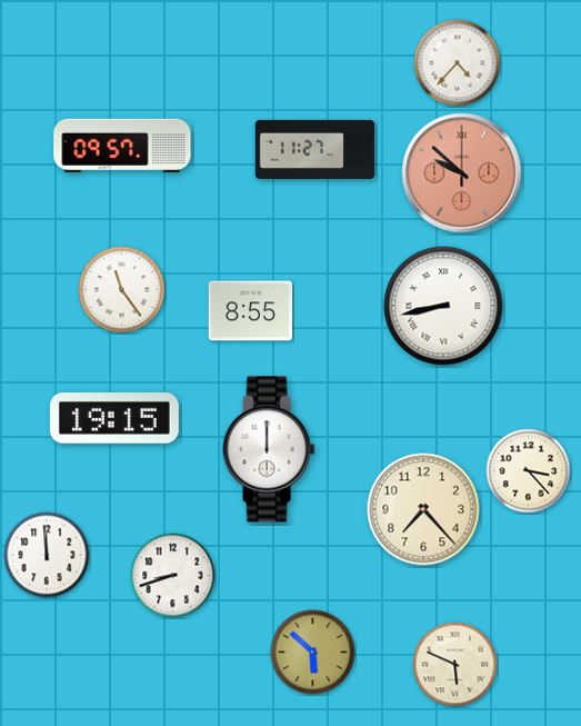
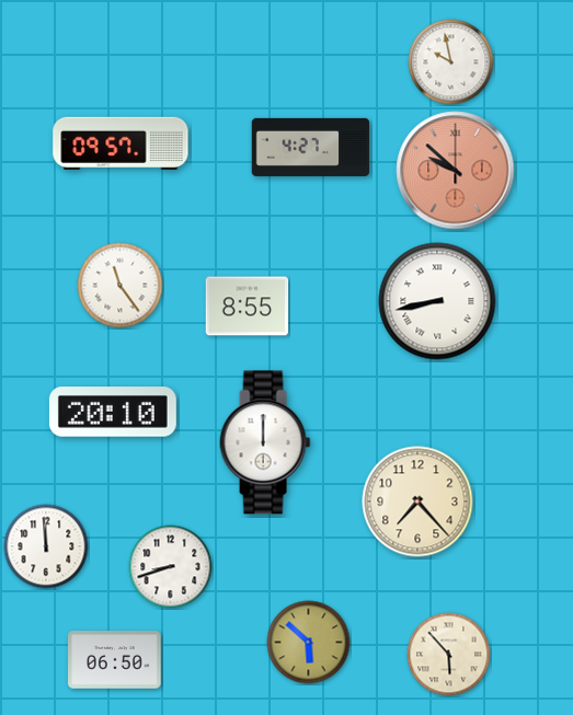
clock at (458, 63): 4:37 -> 9:58
clock at (315, 149): 11:27 -> 4:27
clock at (114, 418): 19:15 -> 20:10
clock at (529, 471): 3:23 -> none
clock at (455, 665): 5:49 -> 5:53
clock at (115, 660): none -> 06:50
